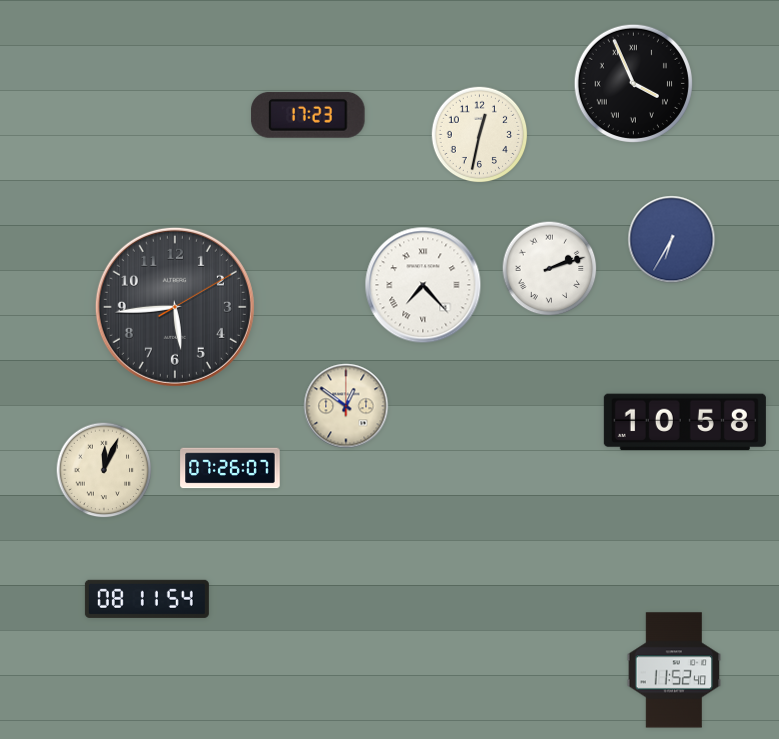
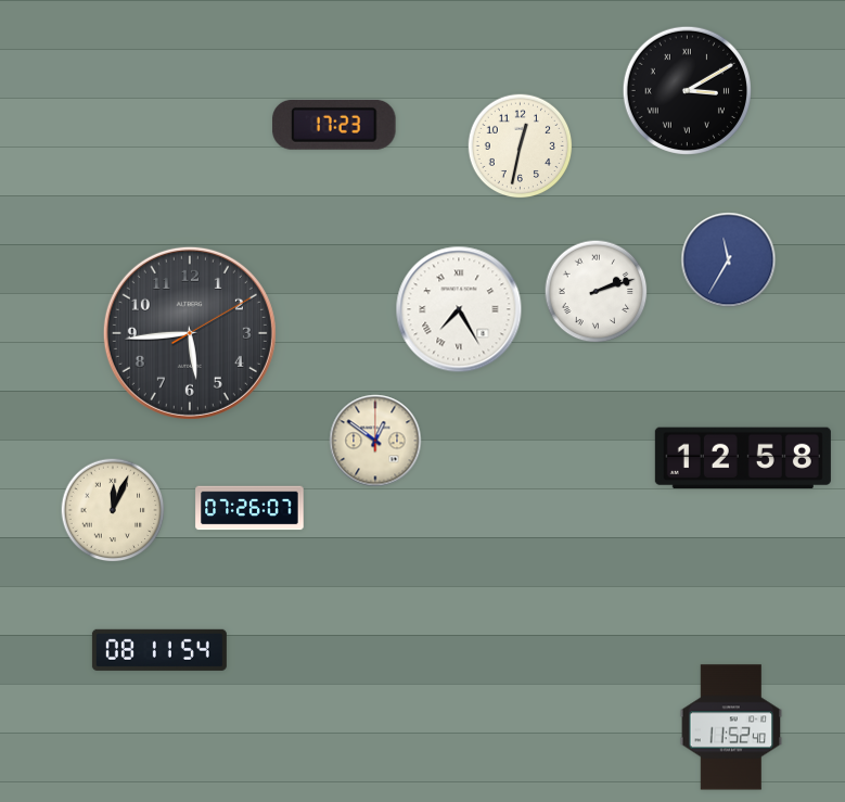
clock at (633, 83): 3:56 -> 3:10
clock at (672, 240): 6:35 -> 11:35
clock at (423, 285): 7:23 -> 7:25
clock at (685, 422): 10:58 -> 12:58
